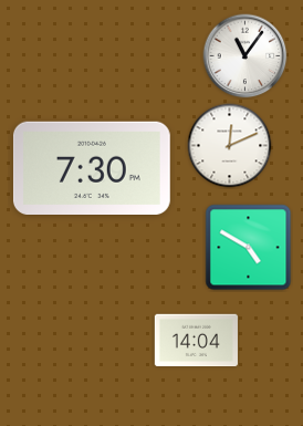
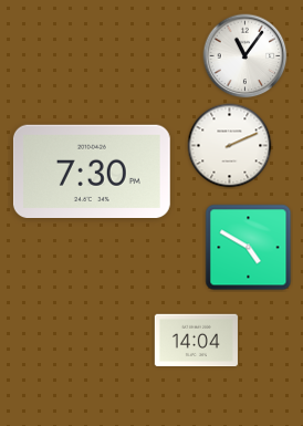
clock at (230, 146): 12:11 -> 2:11
clock at (92, 167) position: (92, 167) -> (92, 170)
